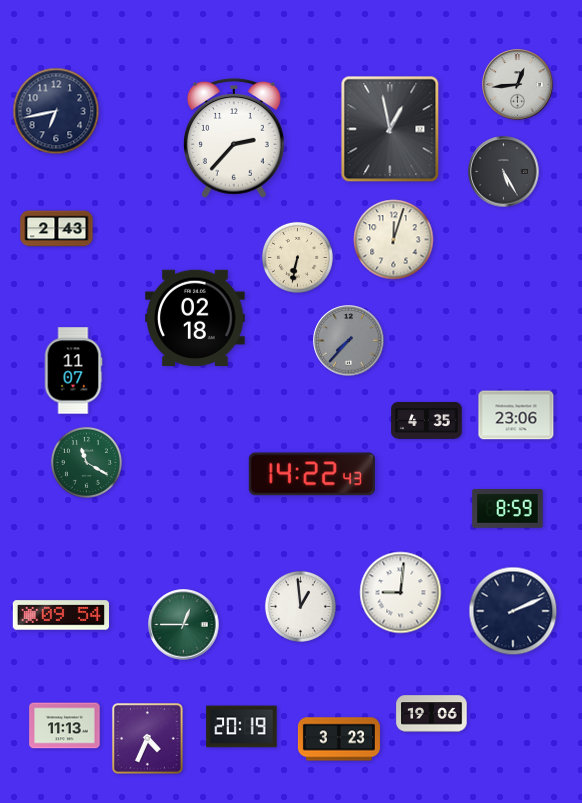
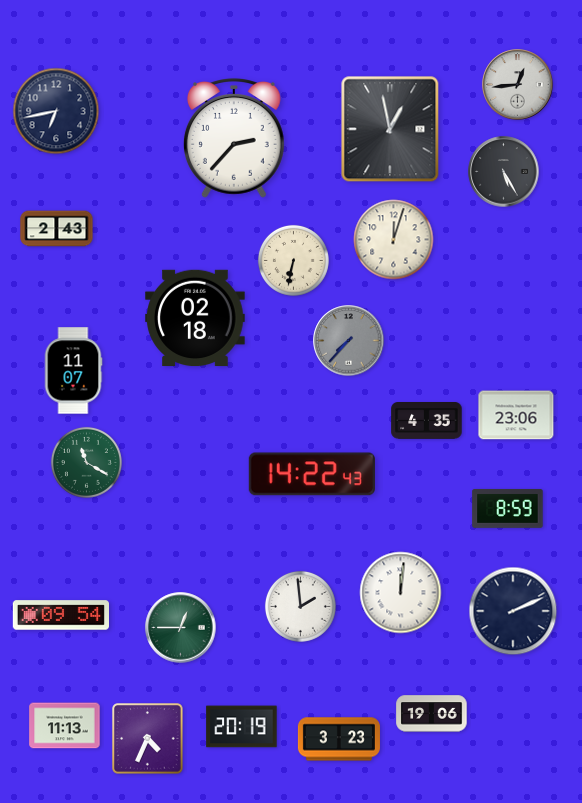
clock at (297, 257) position: (297, 257) -> (293, 260)
clock at (401, 593): 9:01 -> 12:01
clock at (300, 606): 12:59 -> 1:59
clock at (184, 625) position: (184, 625) -> (181, 628)
